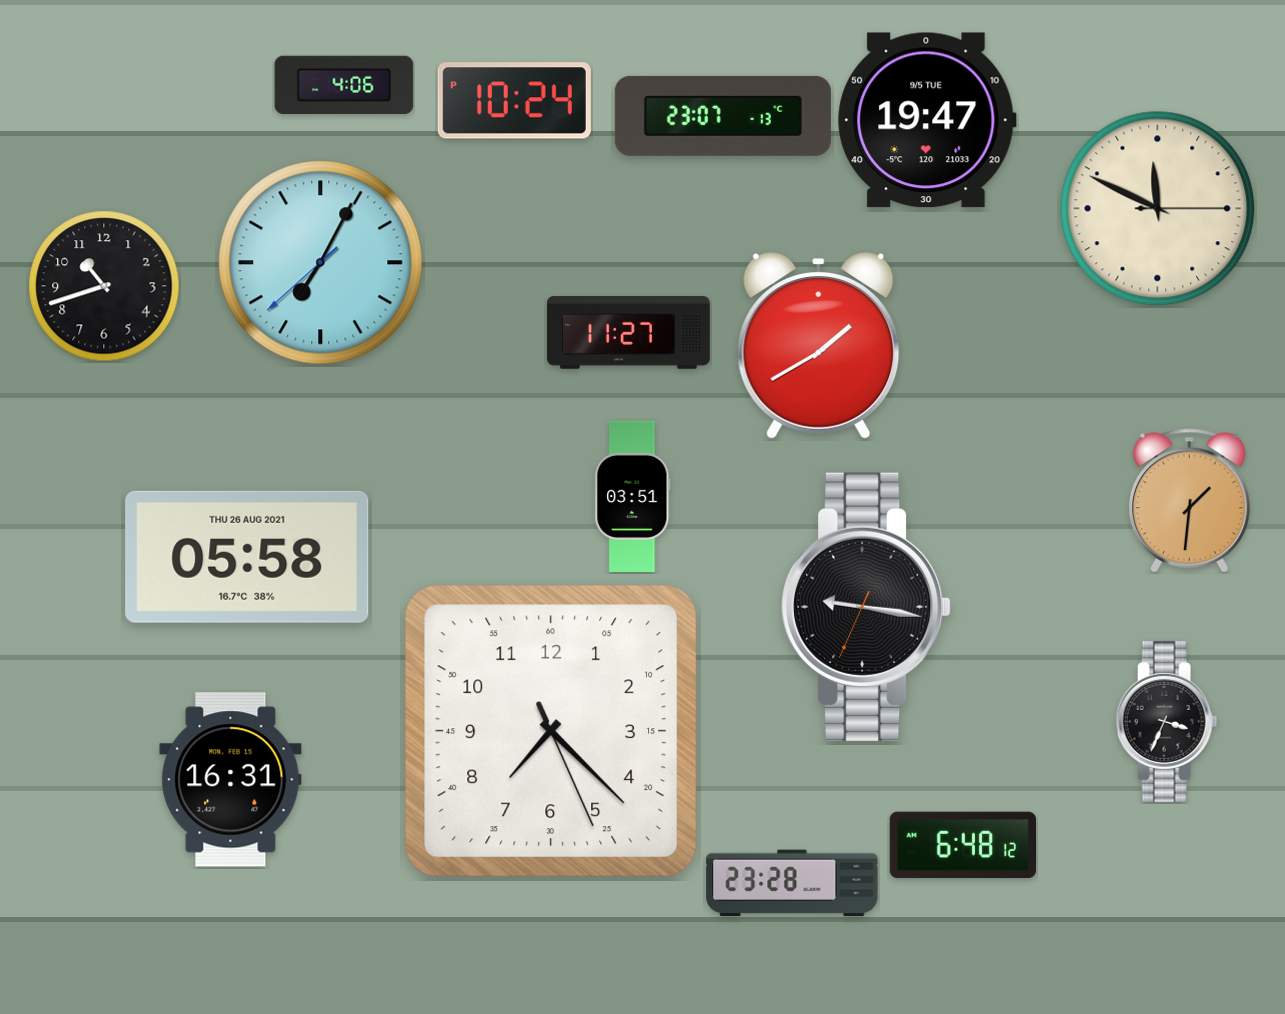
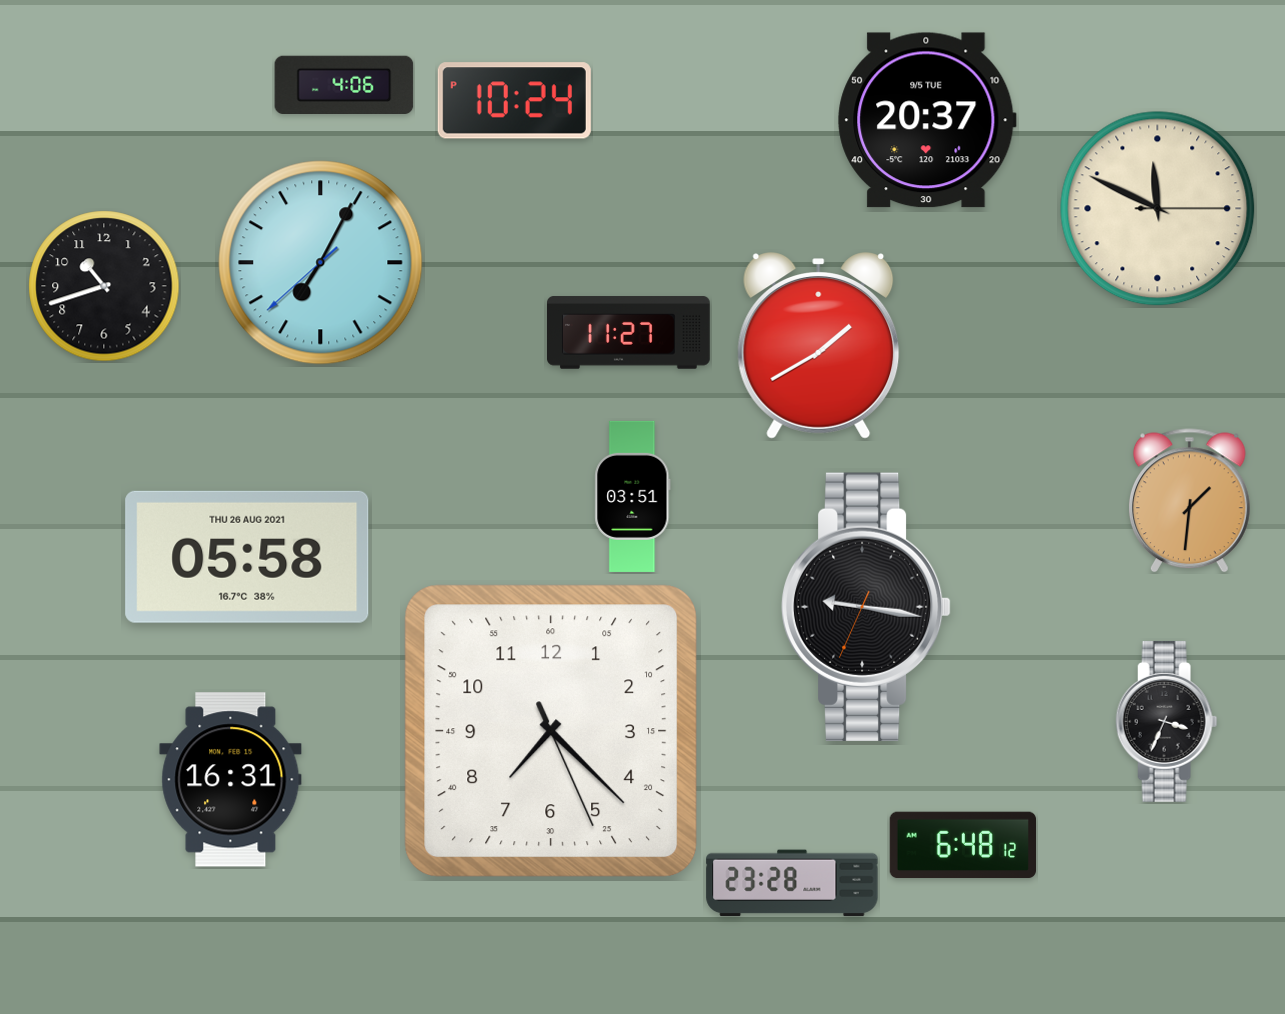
clock at (723, 116): 23:07 -> none
clock at (927, 120): 19:47 -> 20:37
